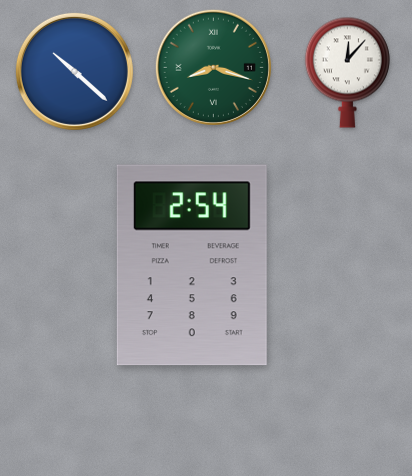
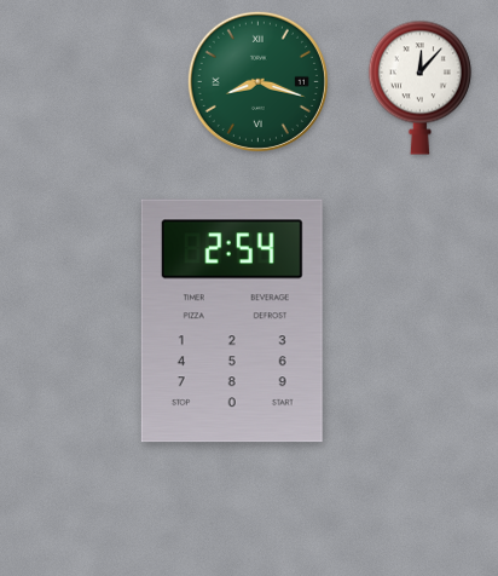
clock at (74, 71): 10:22 -> none
